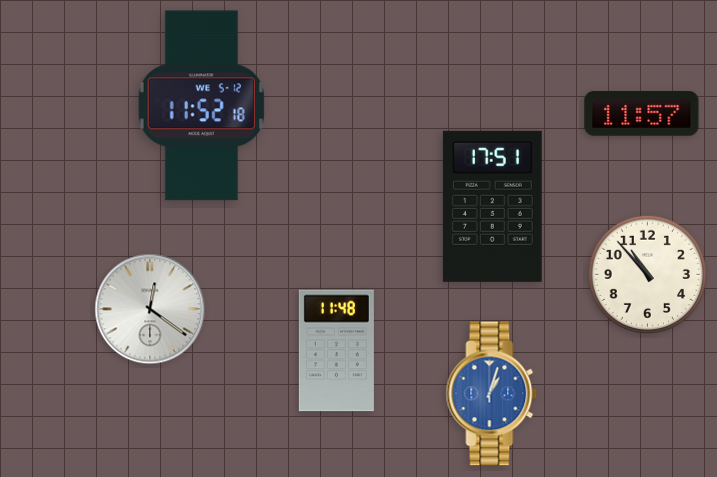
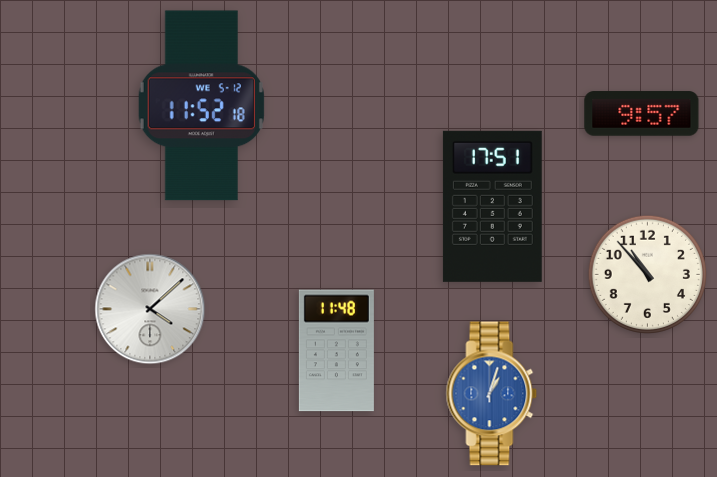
clock at (642, 114): 11:57 -> 9:57
clock at (150, 309): 12:21 -> 4:08
